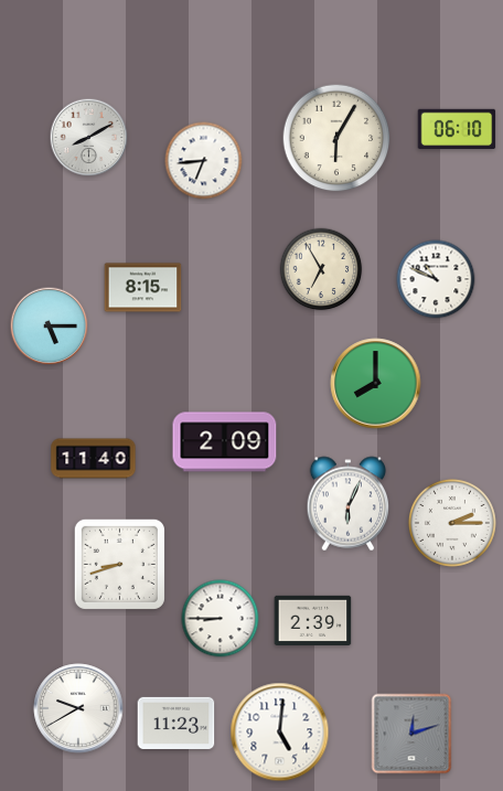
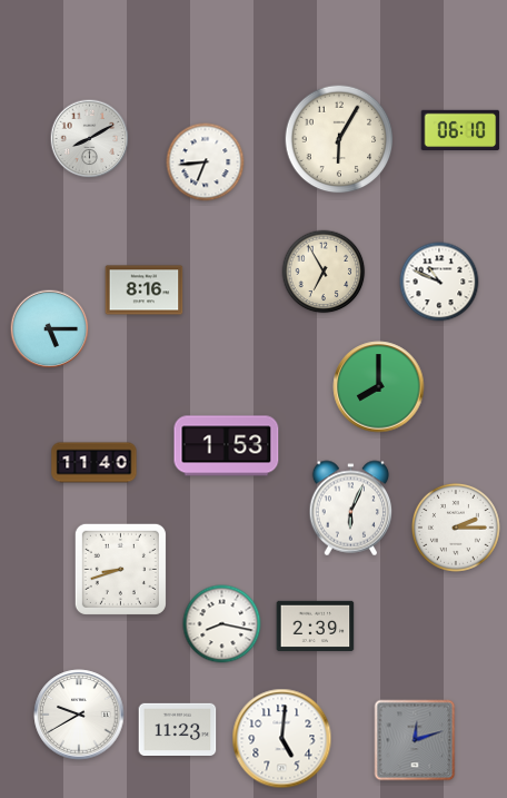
clock at (143, 288): 8:15 -> 8:16
clock at (225, 442): 2:09 -> 1:53
clock at (221, 619): 8:45 -> 8:17
